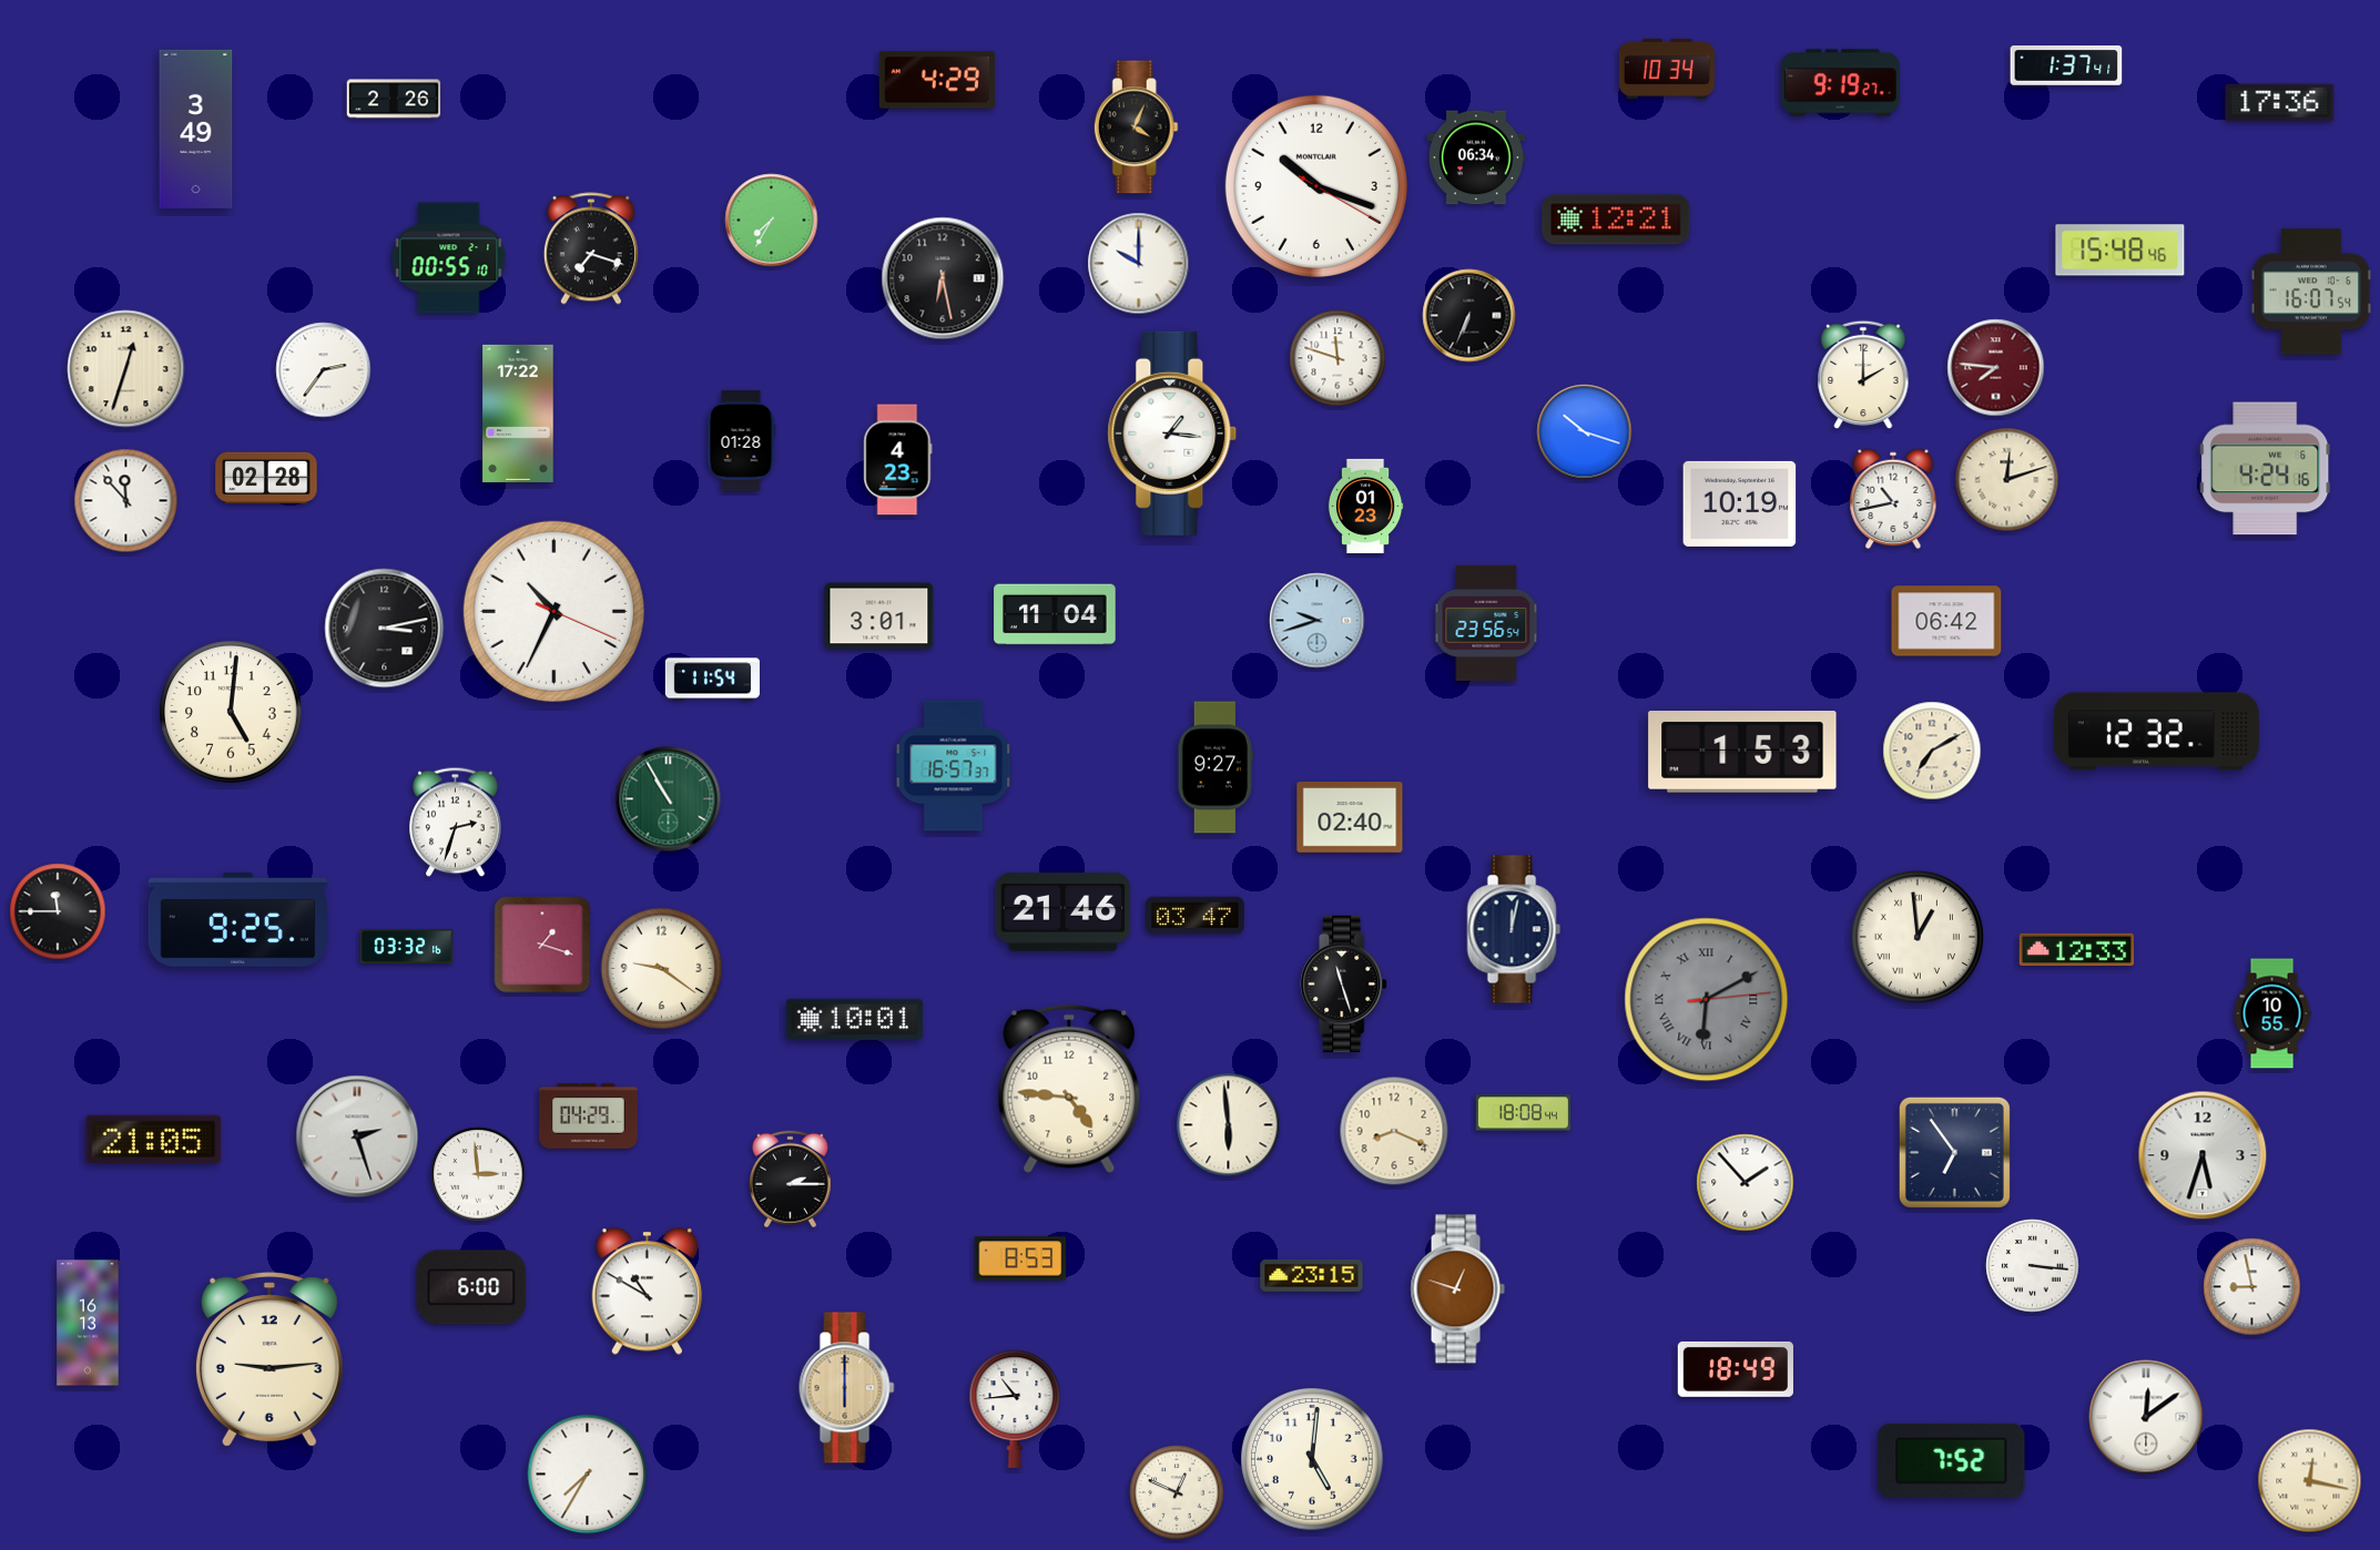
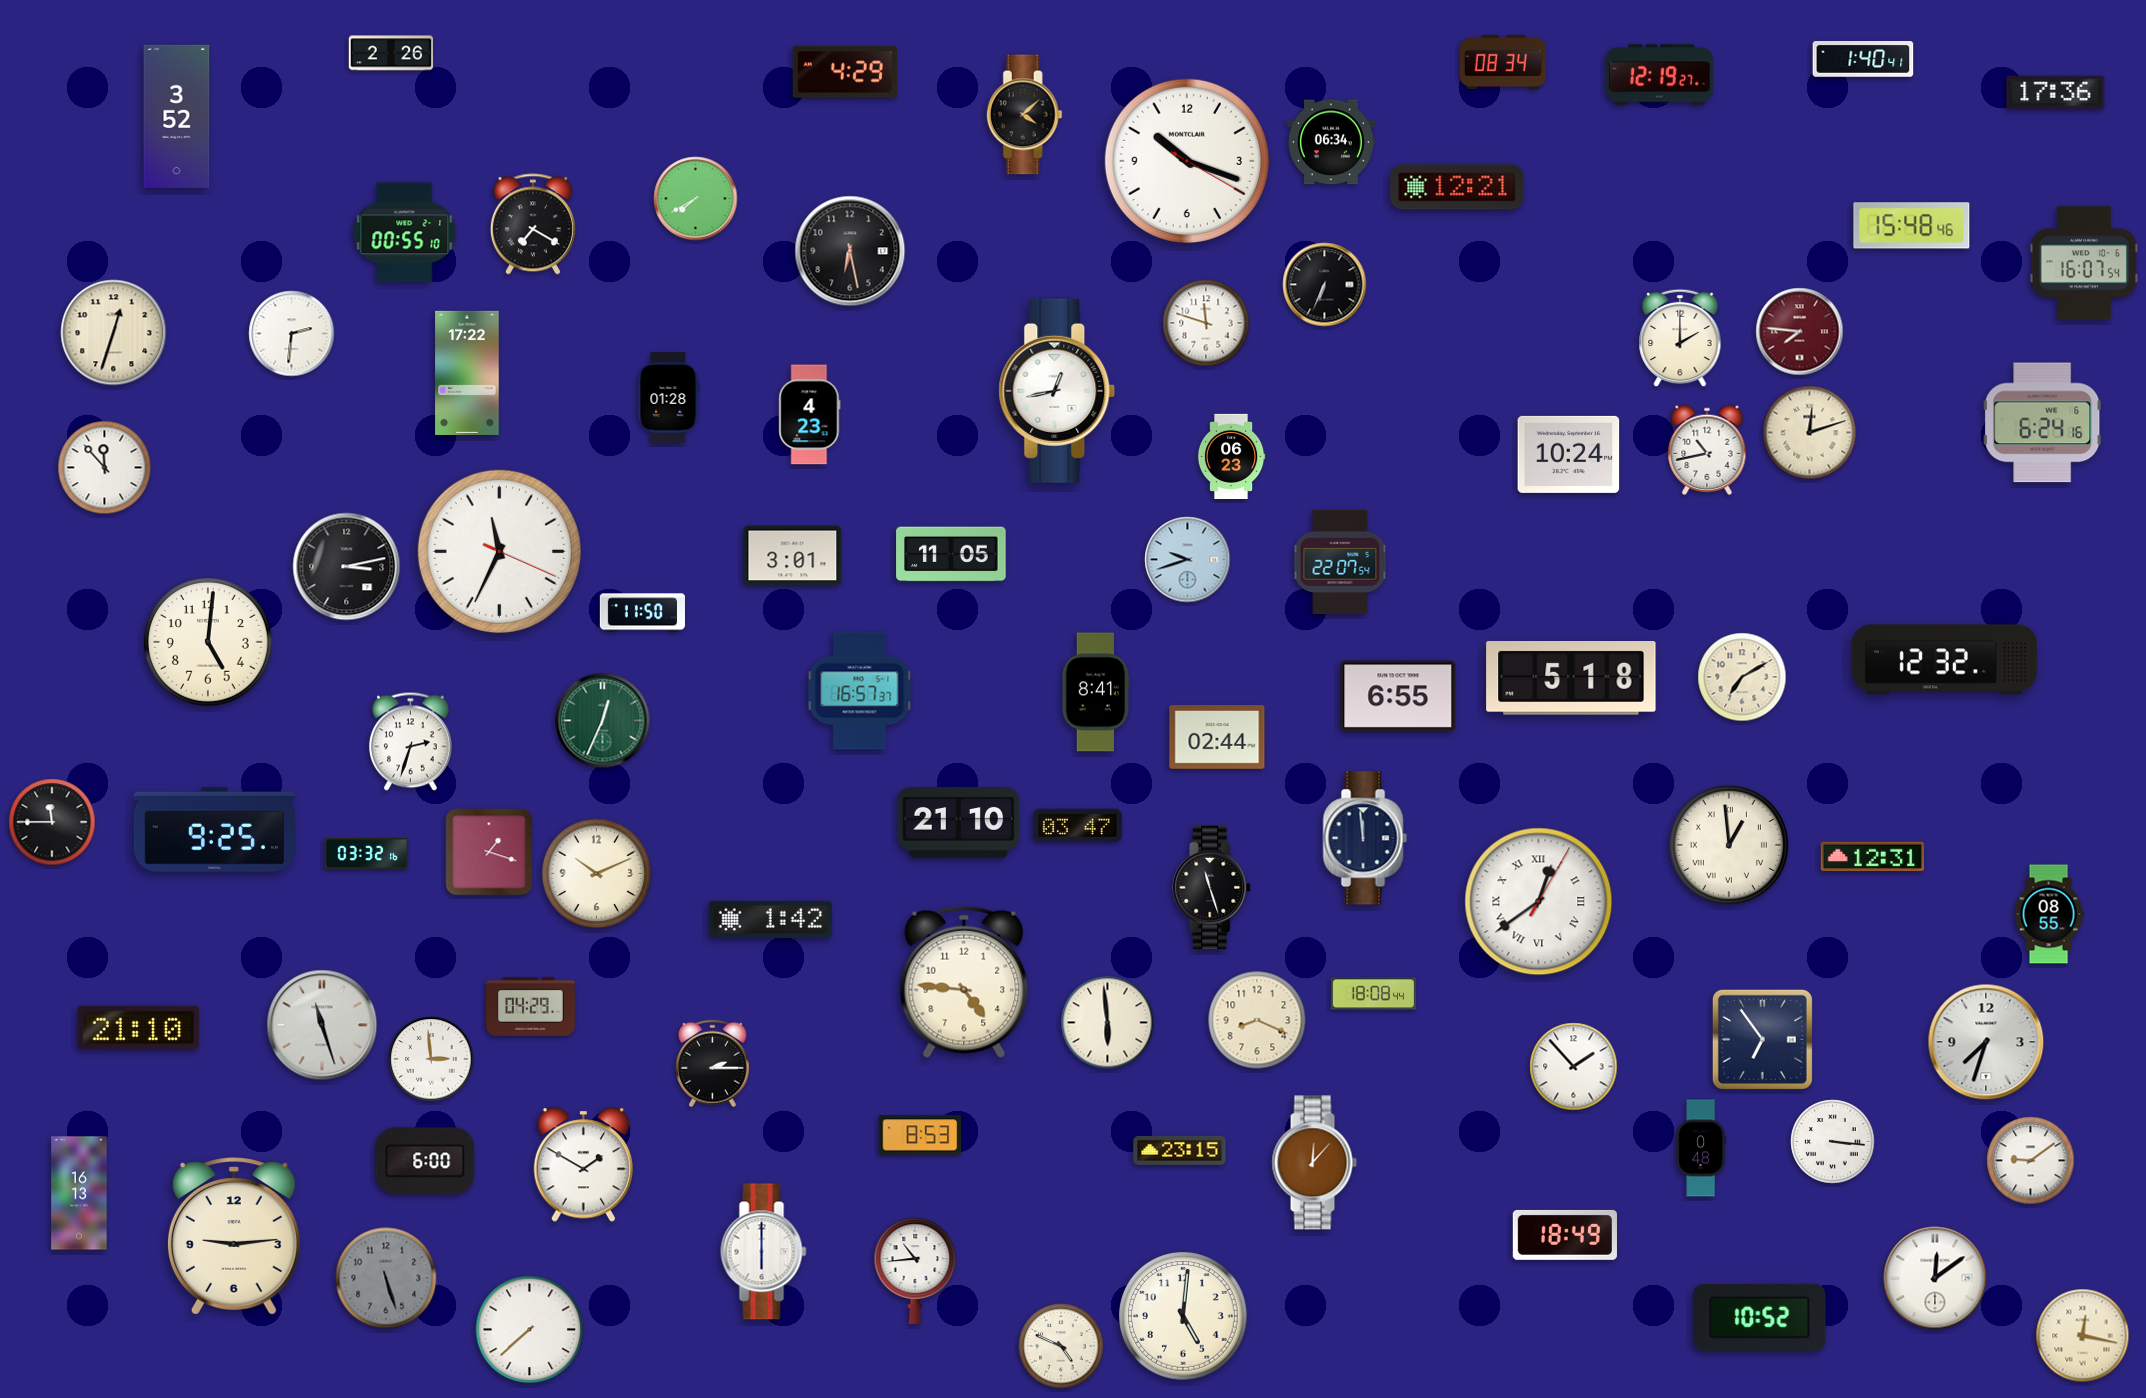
clock at (2066, 65): 1:37 -> 1:40
clock at (1667, 69): 10:34 -> 08:34
clock at (1840, 83): 9:19 -> 12:19
clock at (394, 99) position: (394, 99) -> (391, 53)
clock at (1136, 128): 4:04 -> 4:08
clock at (196, 129): 3:49 -> 3:52
clock at (1316, 186) position: (1316, 186) -> (1187, 161)
clock at (1616, 220) position: (1616, 220) -> (1457, 187)
clock at (772, 221): 7:35 -> 7:40
clock at (591, 248): 7:18 -> 7:20
clock at (1139, 264): 10:00 -> none
clock at (324, 370): 2:36 -> 2:31
clock at (1585, 432): 10:18 -> none
clock at (1172, 434): 1:16 -> 12:43
clock at (2266, 469): 4:24 -> 6:24
clock at (266, 478): 02:28 -> none
clock at (126, 501) position: (126, 501) -> (105, 468)
clock at (1740, 503): 10:19 -> 10:24
clock at (1365, 506): 01:23 -> 06:23
clock at (553, 611): 10:34 -> 11:34
clock at (1055, 614): 11:04 -> 11:05
clock at (1946, 621): 06:42 -> none
clock at (1486, 622): 23:56 -> 22:07
clock at (712, 680): 11:54 -> 11:50
clock at (1742, 753): 1:53 -> 5:18
clock at (1216, 767): 9:27 -> 8:41
clock at (1398, 696): none -> 6:55
clock at (669, 799): 10:55 -> 12:34
clock at (1350, 818): 02:40 -> 02:44
clock at (1064, 912): 21:46 -> 21:10
clock at (1514, 929): 12:02 -> 11:59
clock at (2077, 950): 12:33 -> 12:31
clock at (662, 969): 9:21 -> 10:11
clock at (1707, 1000): 6:10 -> 12:39
clock at (1707, 1000) dial: grey -> white
clock at (2272, 1013): 10:55 -> 08:55
clock at (854, 1019): 10:01 -> 1:42
clock at (1523, 1113) position: (1523, 1113) -> (1373, 994)
clock at (1229, 1125) position: (1229, 1125) -> (1108, 1023)
clock at (357, 1136): 2:27 -> 11:27
clock at (154, 1140): 21:05 -> 21:10
clock at (2203, 1155): 5:33 -> 7:33
clock at (1701, 1148): none -> 0:48
clock at (1312, 1275) position: (1312, 1275) -> (1180, 1150)
clock at (2252, 1287): 8:58 -> 9:09
clock at (1457, 1289): 12:48 -> 12:07
clock at (648, 1292): 10:50 -> 1:50
clock at (269, 1359) position: (269, 1359) -> (234, 1236)
clock at (847, 1388) dial: champagne -> white
clock at (386, 1278): none -> 5:27
clock at (1952, 1460): 7:52 -> 10:52
clock at (588, 1475): 7:35 -> 7:38
clock at (1177, 1492): 12:49 -> 4:49
